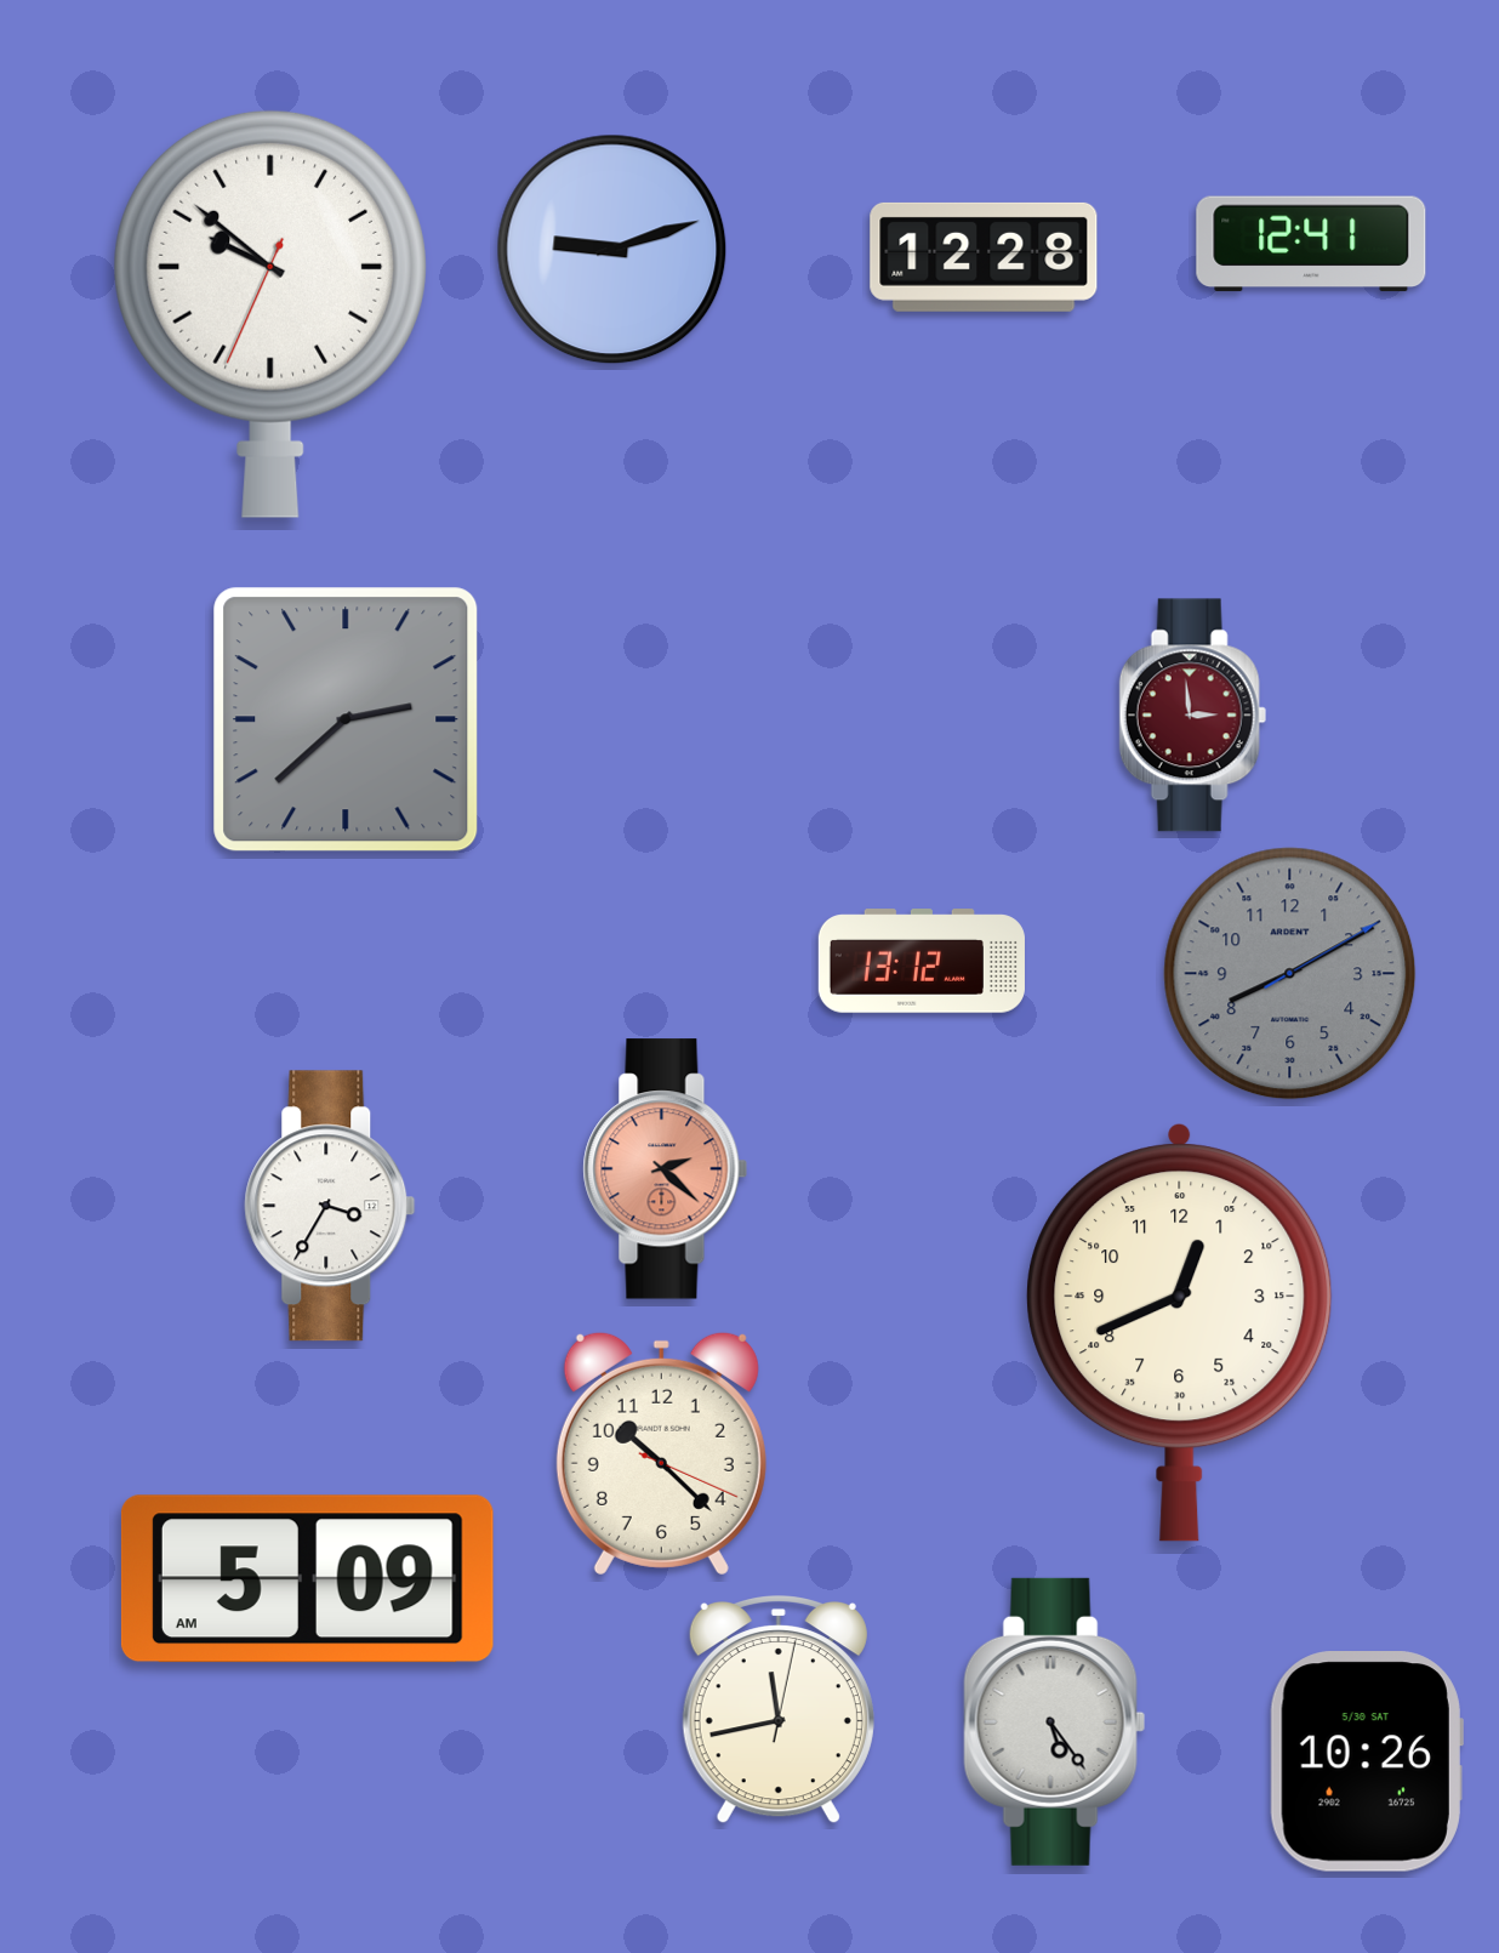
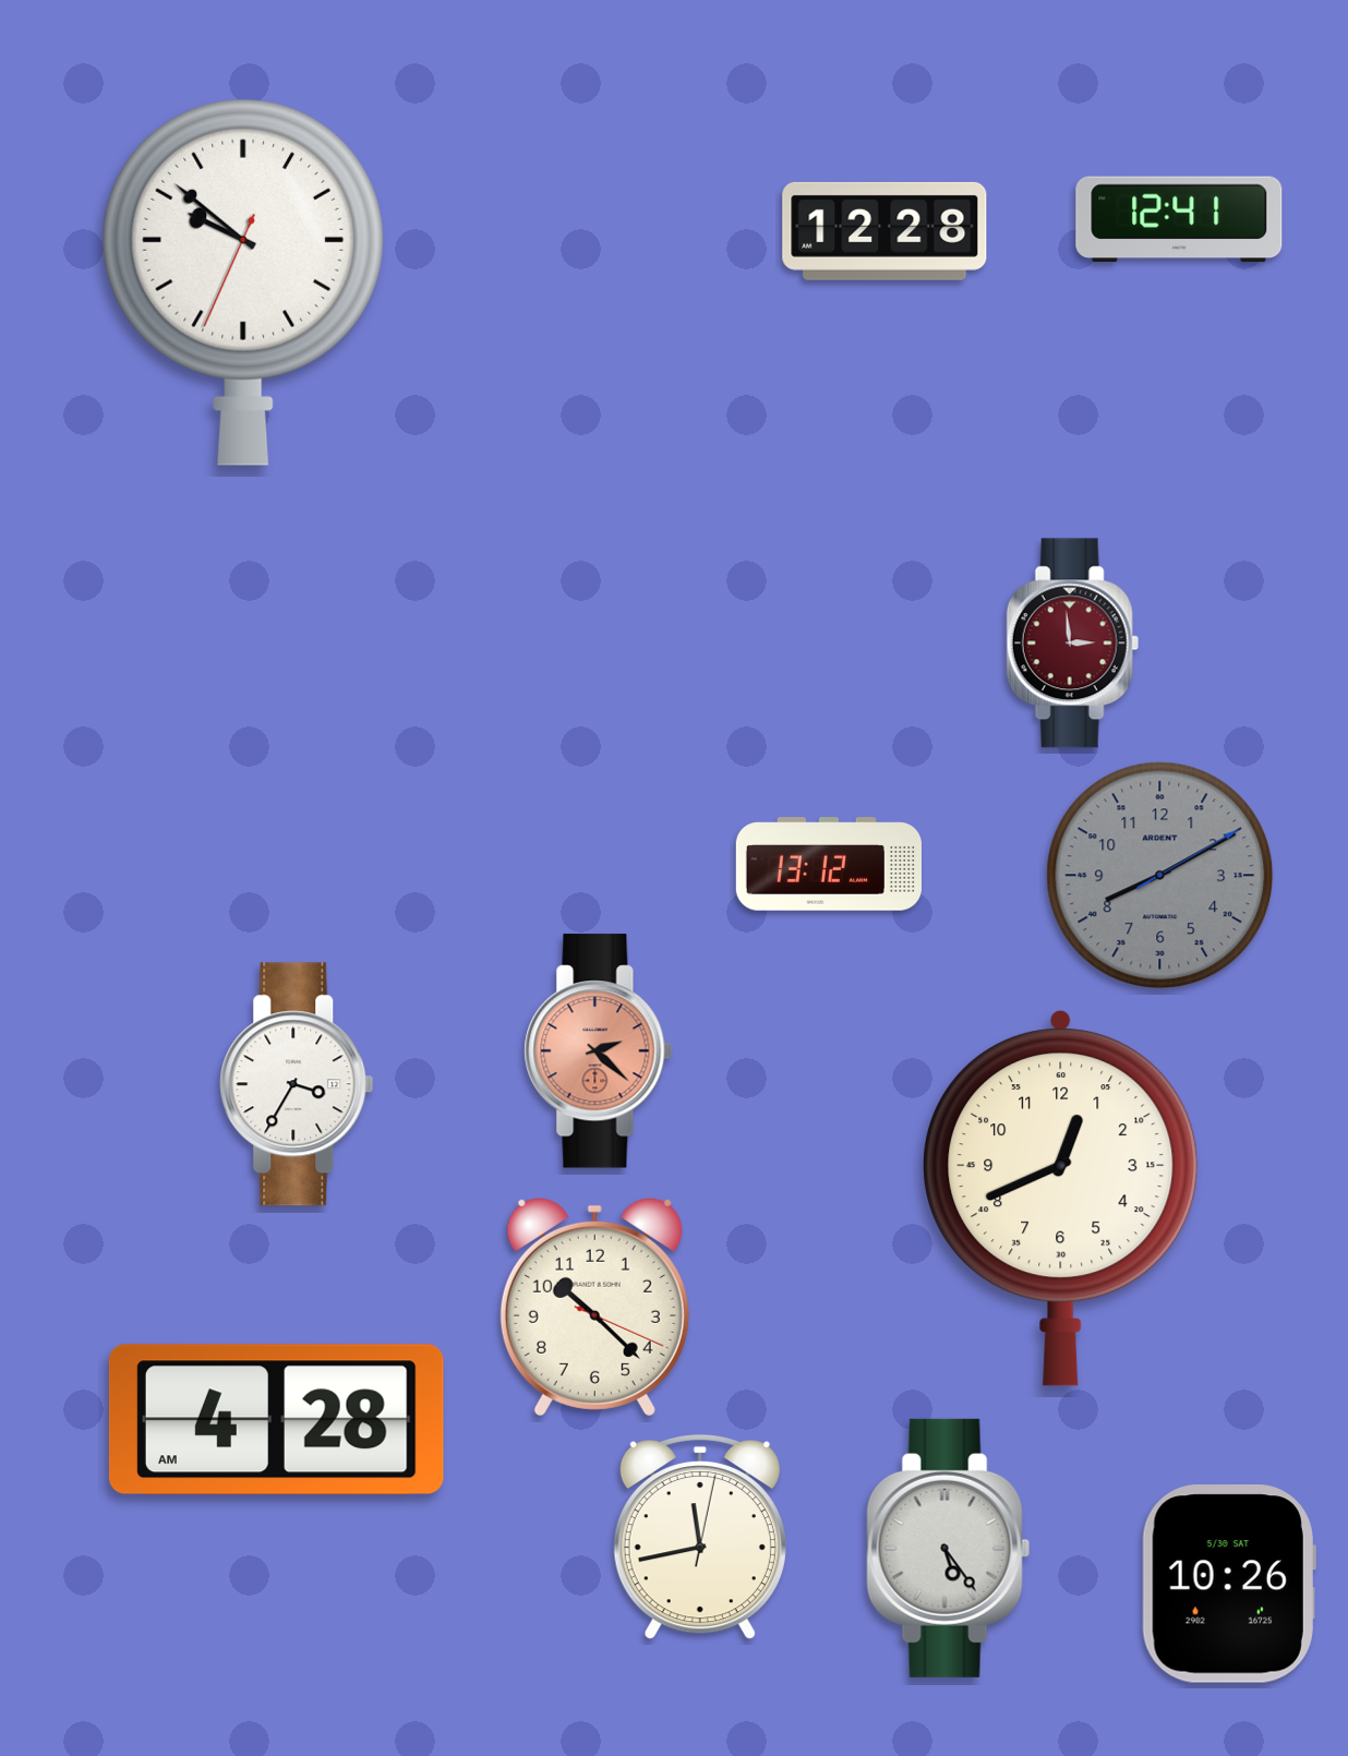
clock at (612, 250): 9:12 -> none
clock at (346, 719): 2:38 -> none
clock at (307, 1579): 5:09 -> 4:28
